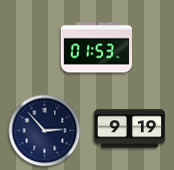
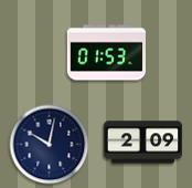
clock at (130, 129): 9:19 -> 2:09
clock at (45, 131): 2:53 -> 10:02
